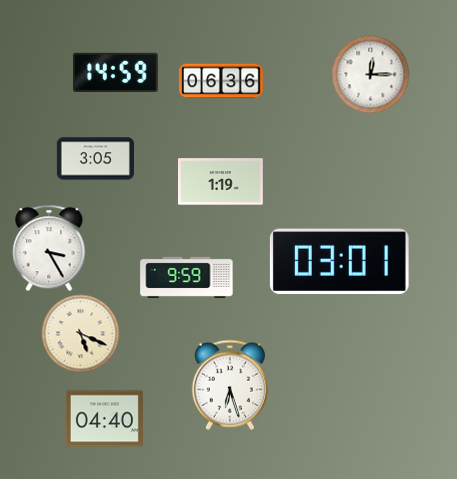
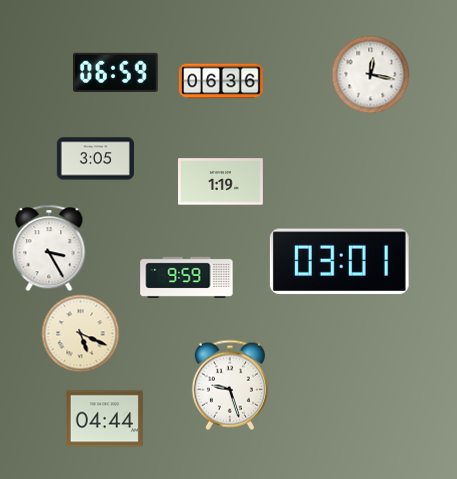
clock at (116, 72): 14:59 -> 06:59
clock at (370, 74): 12:15 -> 12:17
clock at (230, 385): 6:27 -> 9:27
clock at (104, 419): 04:40 -> 04:44
